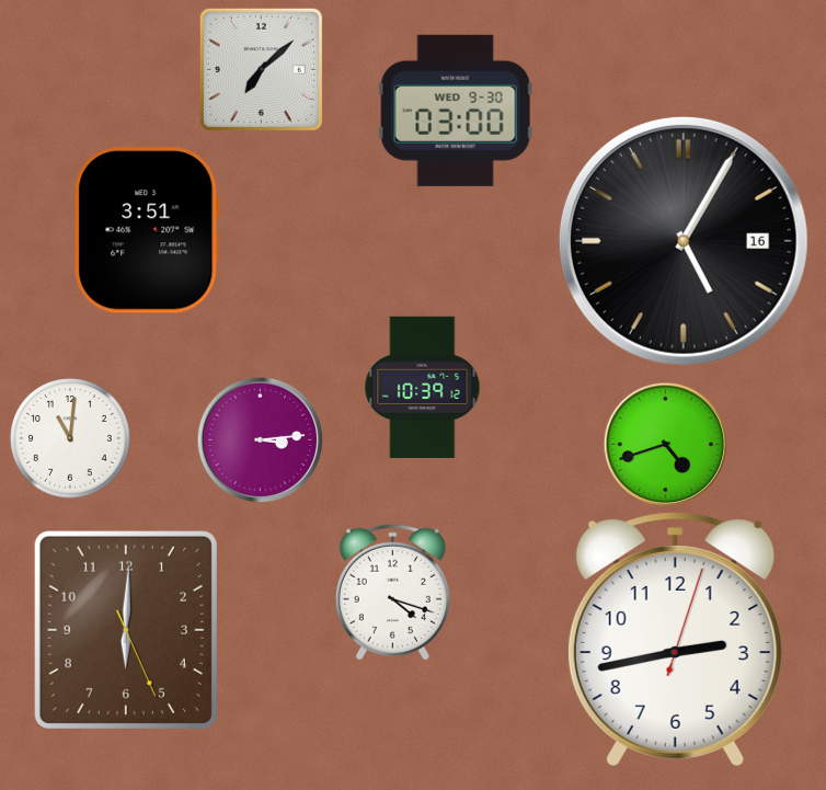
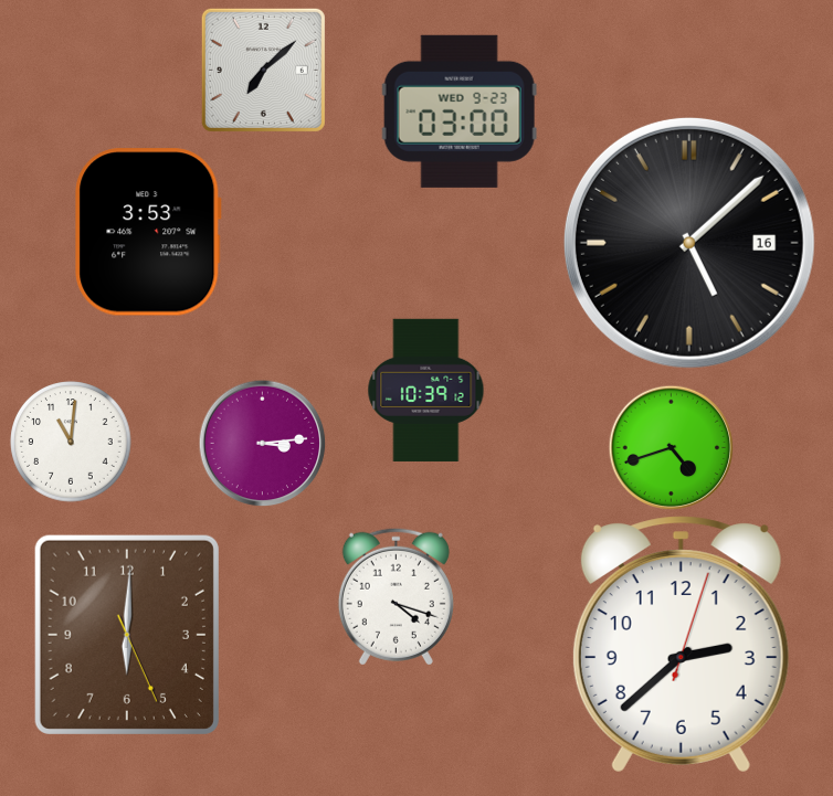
clock at (456, 111) date: WED 9-30 -> WED 9-23
clock at (147, 230): 3:51 -> 3:53
clock at (684, 241): 5:05 -> 5:08
clock at (675, 640): 2:43 -> 2:38
